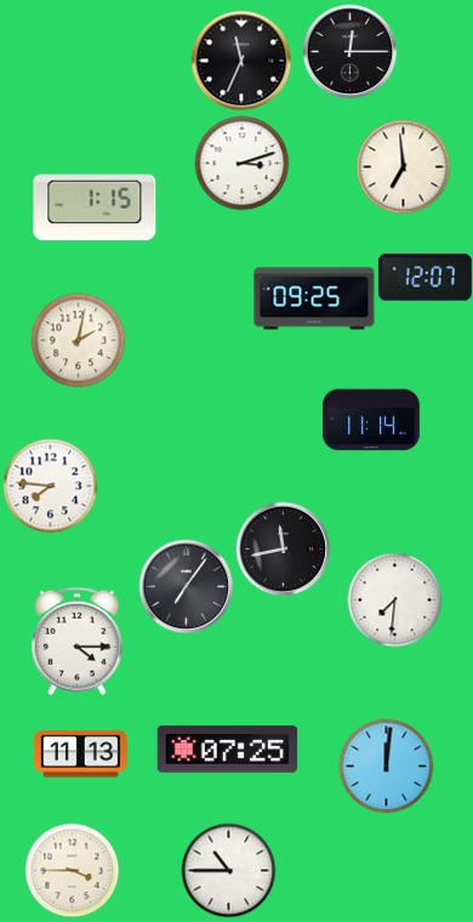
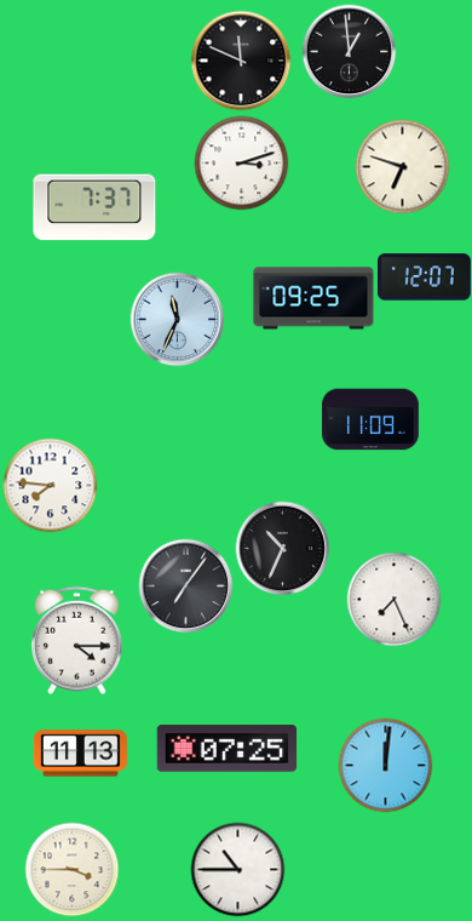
clock at (349, 51): 12:15 -> 12:59
clock at (241, 61): 11:34 -> 11:49
clock at (403, 166): 6:59 -> 6:48
clock at (95, 207): 1:15 -> 7:37
clock at (177, 319): none -> 11:34
clock at (78, 340): 2:02 -> none
clock at (371, 420): 11:14 -> 11:09
clock at (283, 548): 11:43 -> 10:34
clock at (394, 599): 7:31 -> 7:26
clock at (228, 870) position: (228, 870) -> (237, 869)
